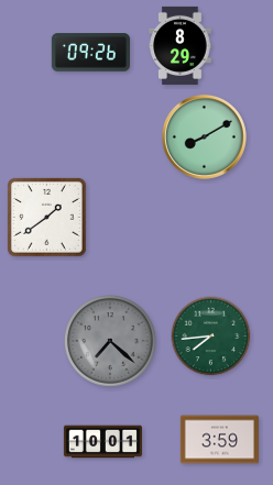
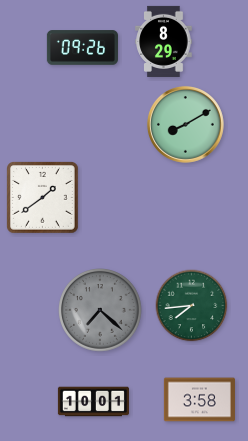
clock at (219, 440): 3:59 -> 3:58
